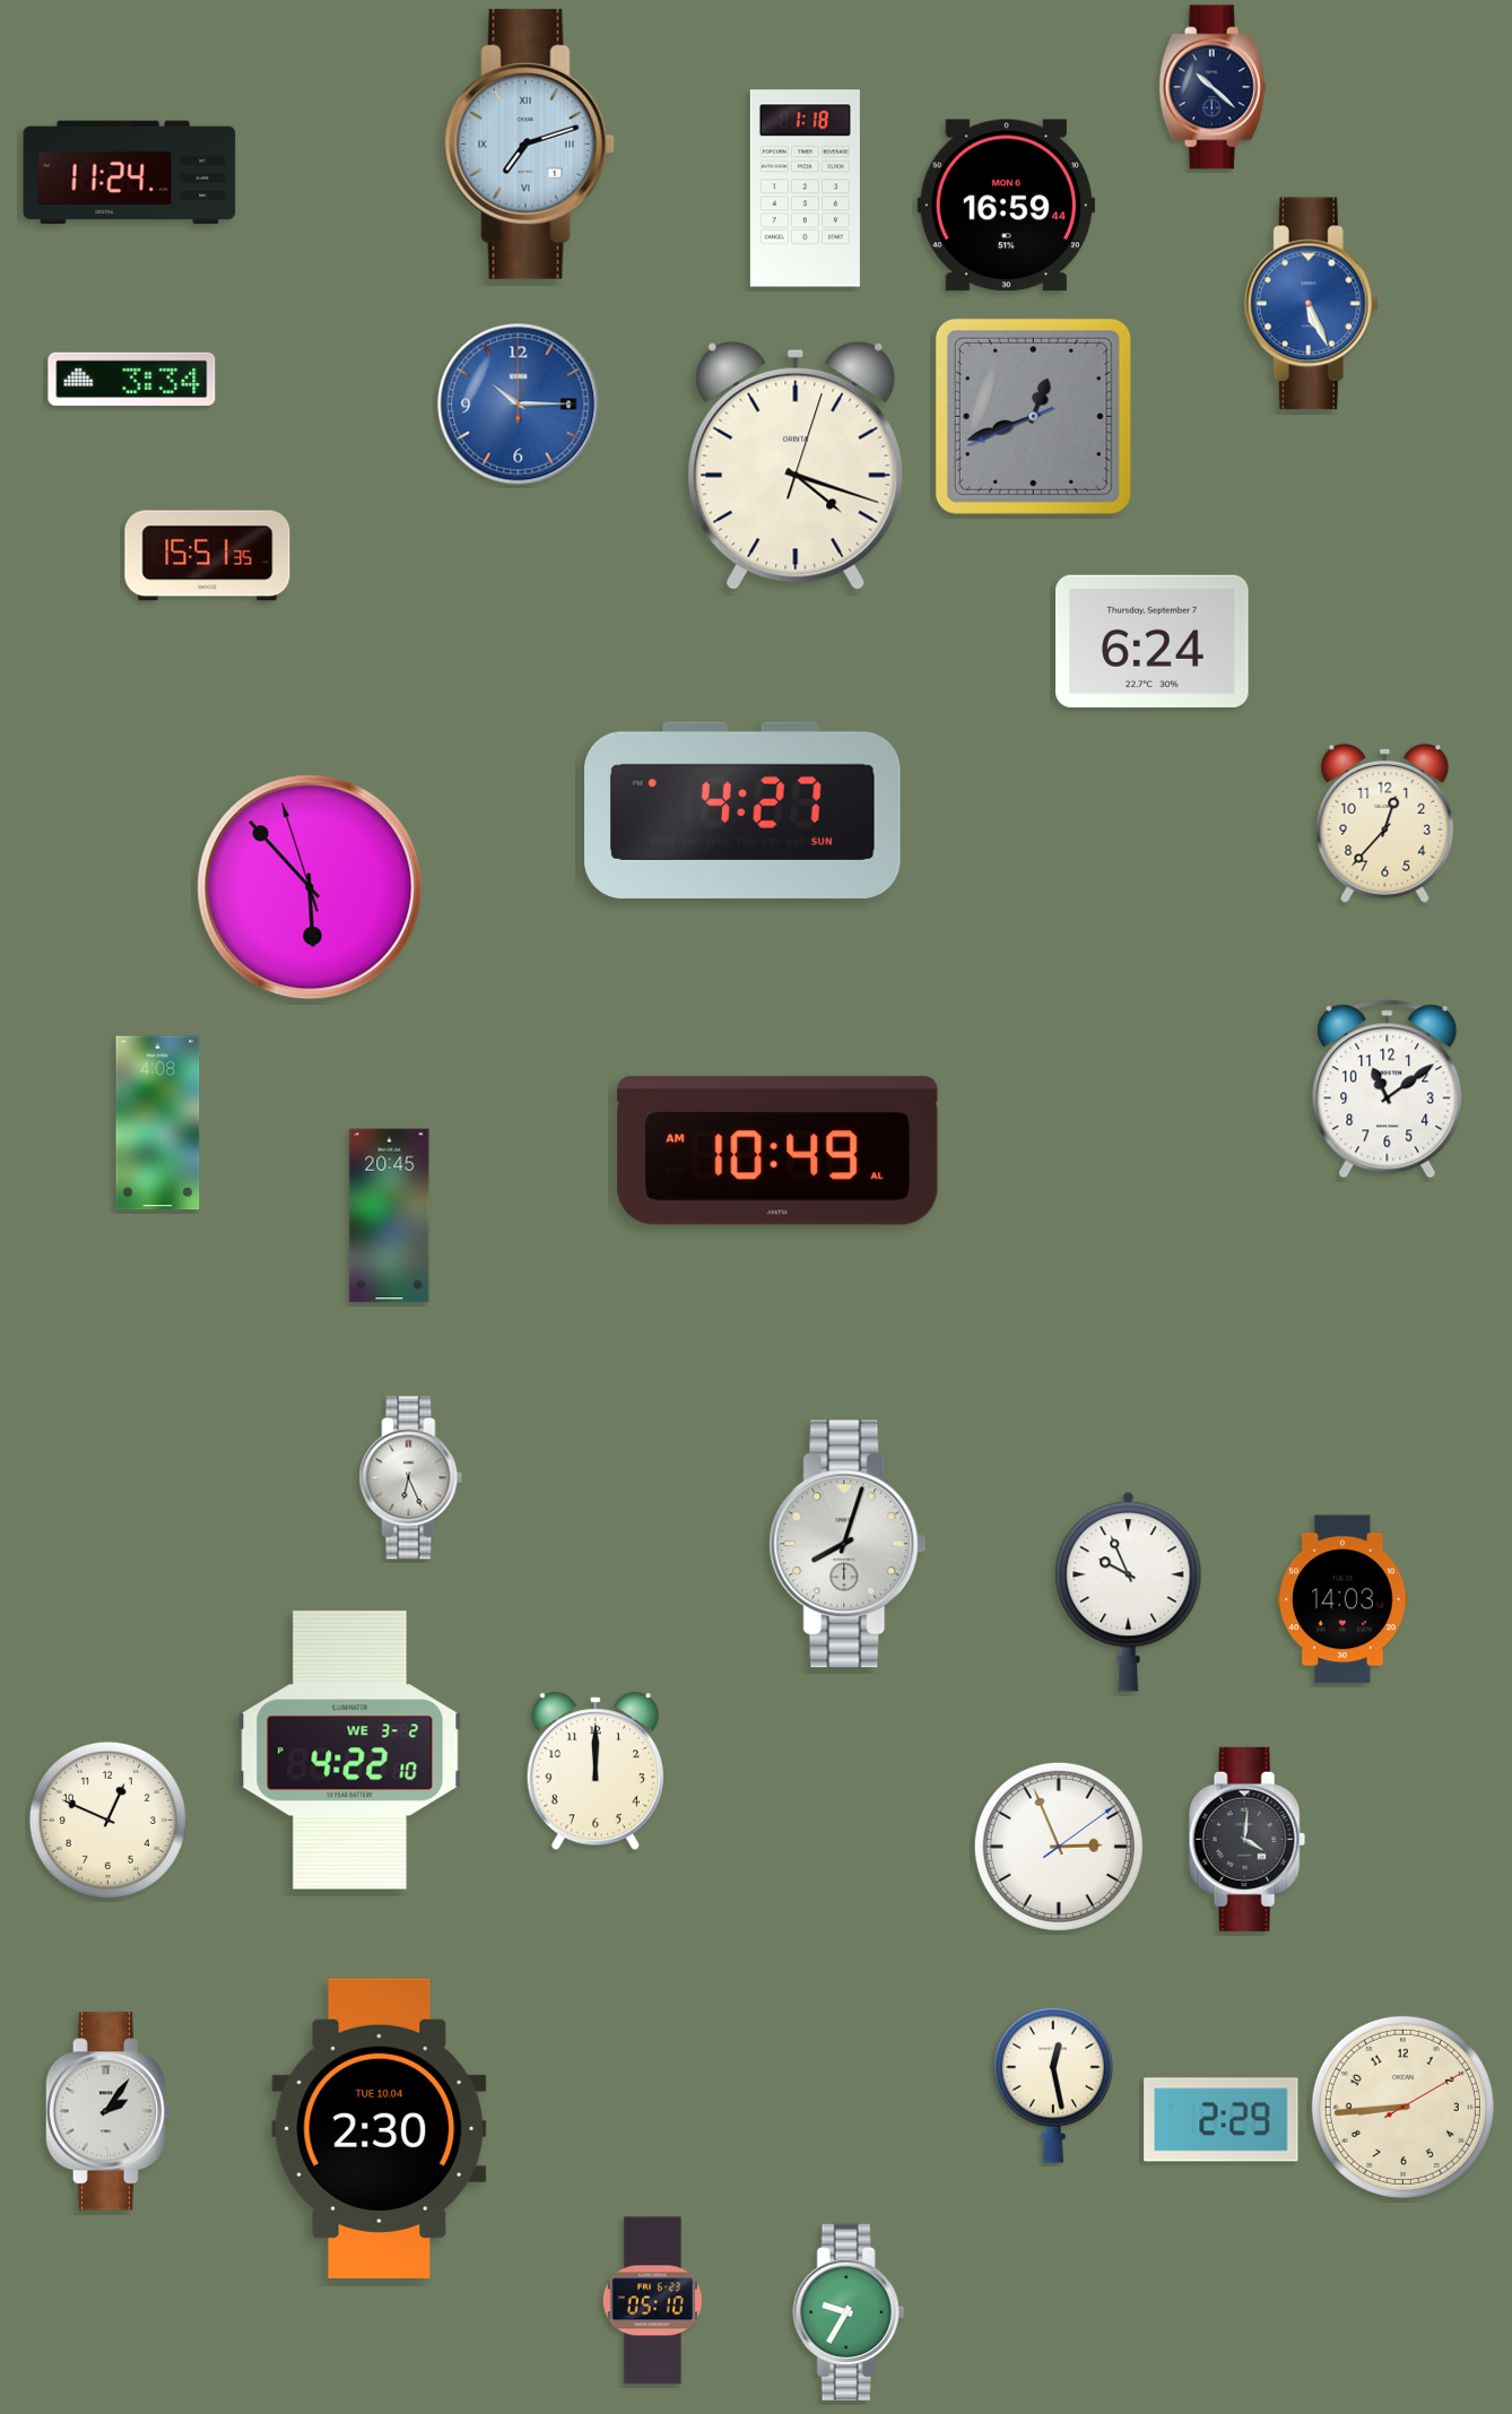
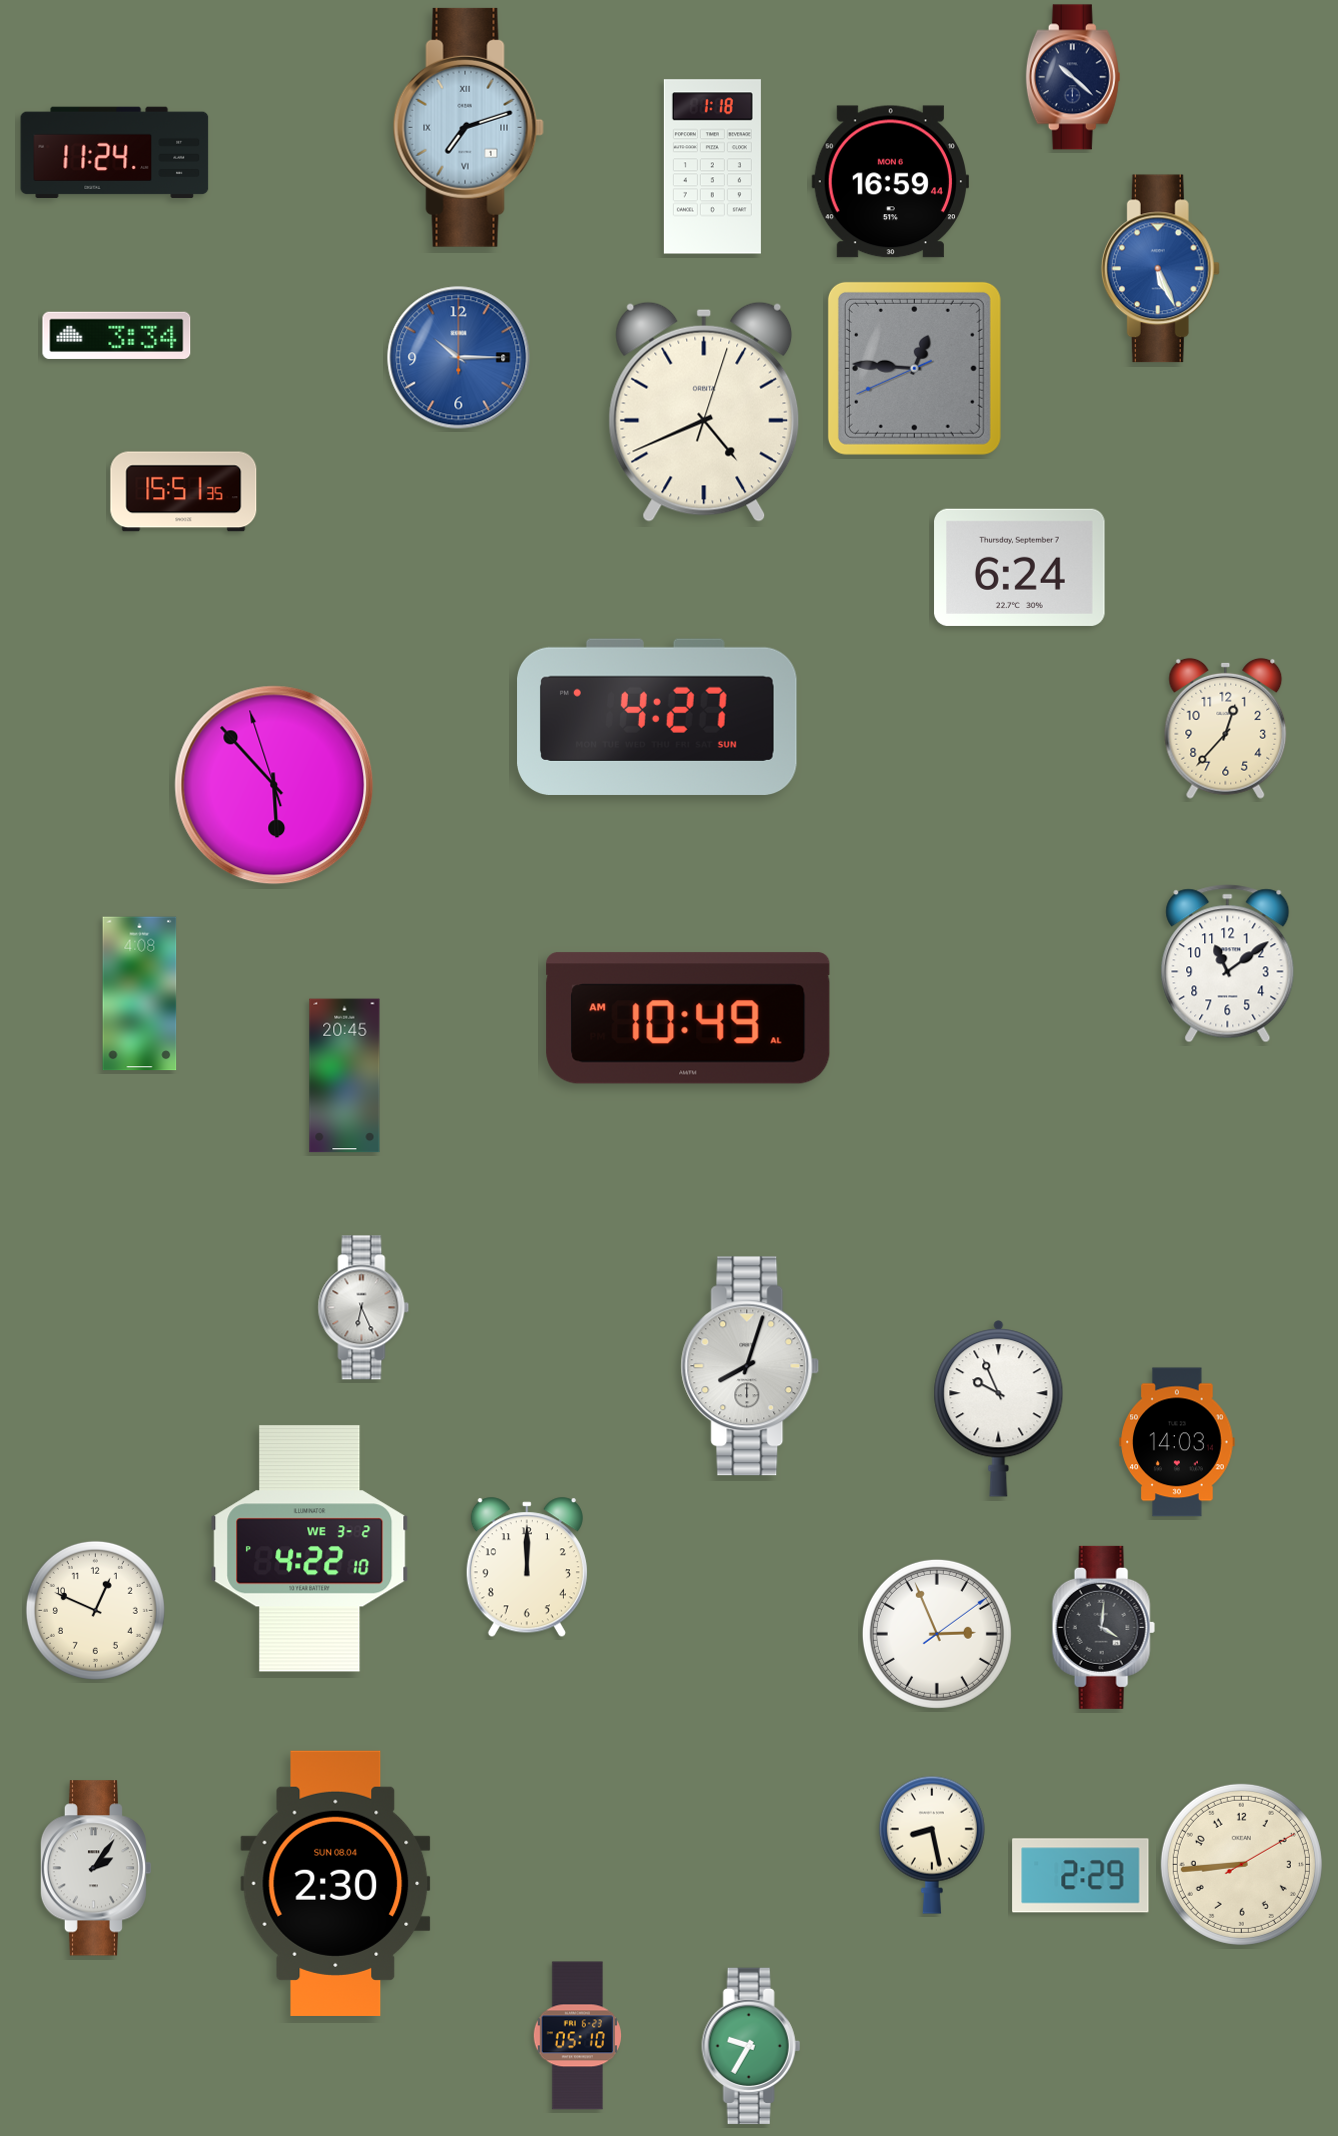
clock at (1033, 416): 12:41 -> 12:45
clock at (796, 466): 4:18 -> 4:41
clock at (1342, 1599) position: (1342, 1599) -> (1177, 1442)
clock at (1053, 2085): 12:28 -> 8:28
clock at (380, 2128) date: TUE 10.04 -> SUN 08.04
